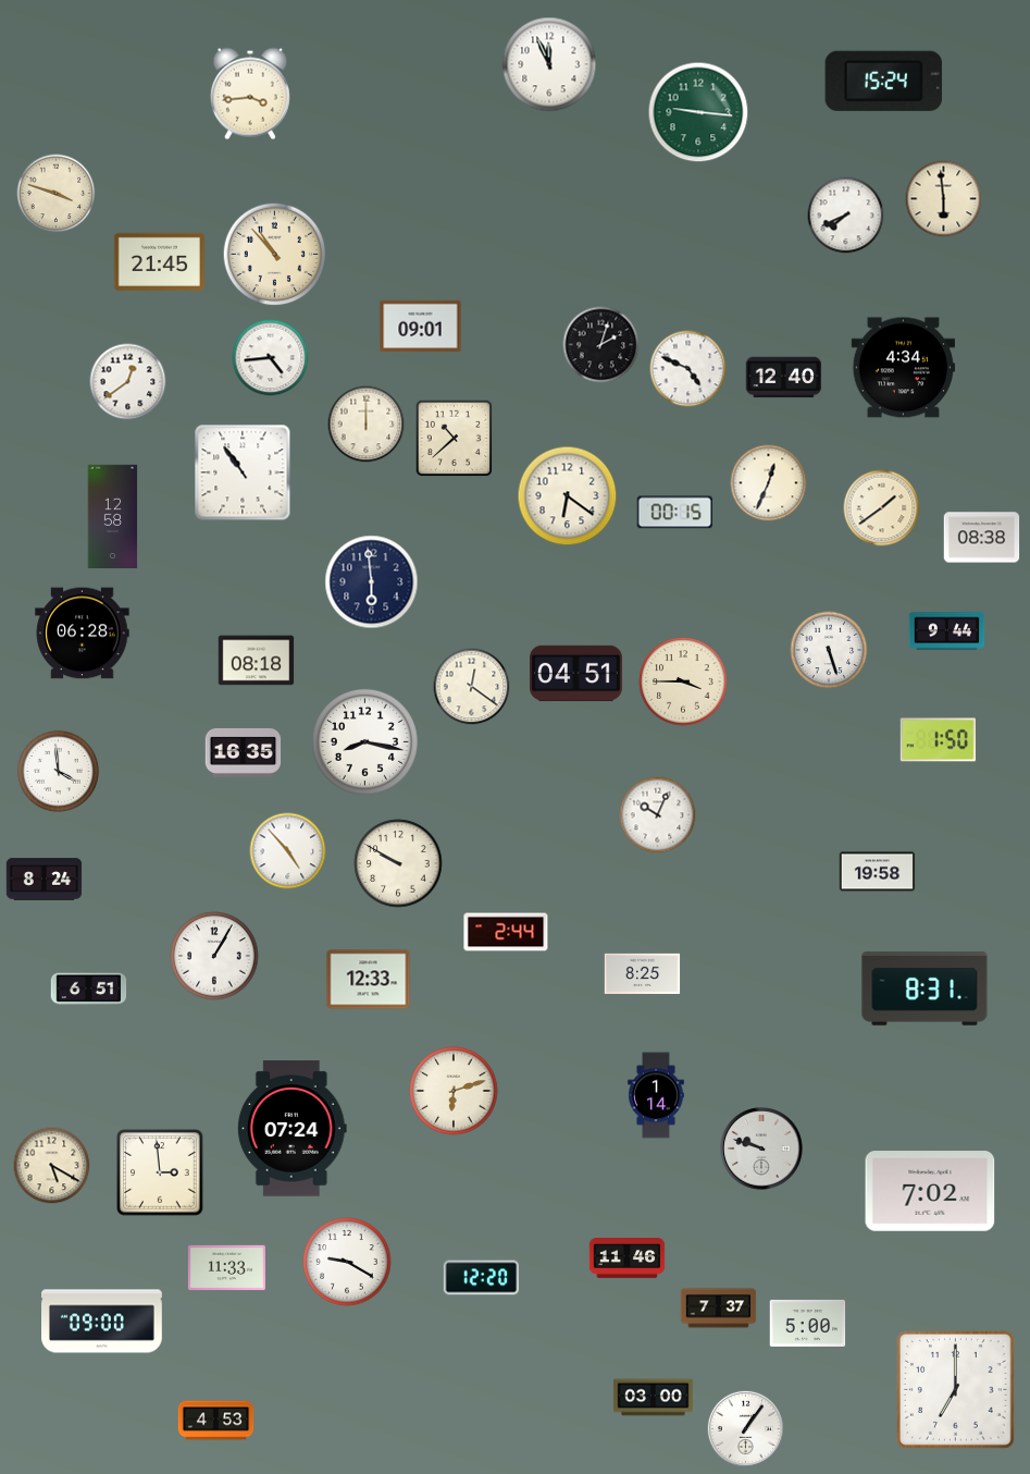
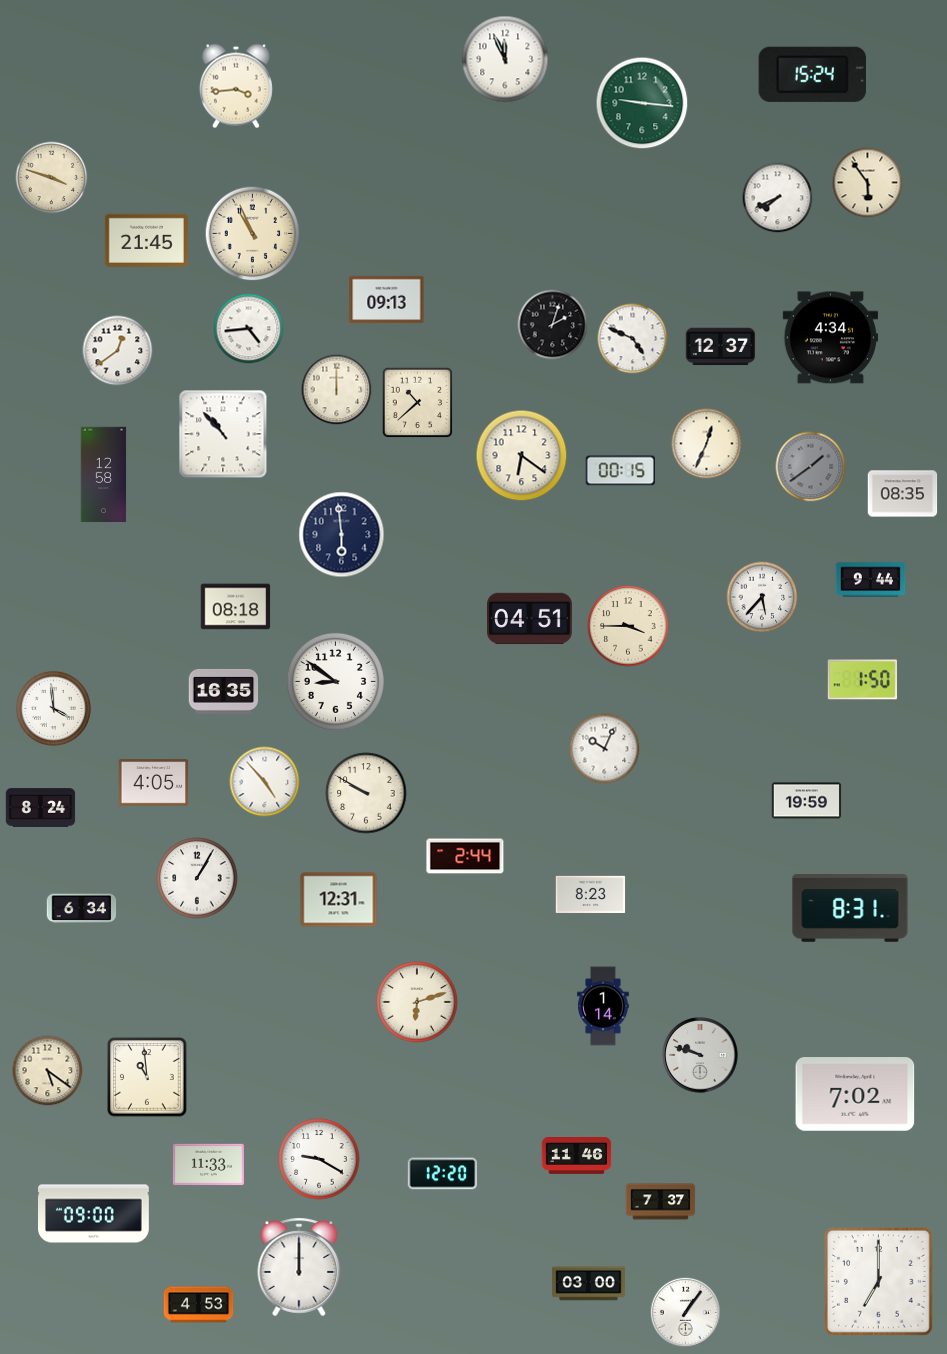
clock at (250, 94) position: (250, 94) -> (236, 86)
clock at (944, 199): 5:59 -> 5:54
clock at (275, 255): 10:53 -> 10:56
clock at (421, 327): 09:01 -> 09:13
clock at (601, 345) position: (601, 345) -> (553, 325)
clock at (784, 378): 12:40 -> 12:37
clock at (243, 472): 10:54 -> 10:53
clock at (882, 508) dial: cream -> grey
clock at (982, 538): 08:38 -> 08:35
clock at (83, 634): 06:28 -> none
clock at (829, 650): 5:27 -> 5:37
clock at (472, 687): 12:21 -> none
clock at (364, 741): 8:17 -> 8:51
clock at (154, 783): none -> 4:05
clock at (878, 872): 19:58 -> 19:59
clock at (643, 973): 8:25 -> 8:23
clock at (369, 980): 12:33 -> 12:31
clock at (89, 990): 6:51 -> 6:34
clock at (291, 1129): 07:24 -> none
clock at (52, 1166): 5:20 -> 5:21
clock at (160, 1172): 2:59 -> 10:59
clock at (808, 1323): 5:00 -> none
clock at (299, 1267): none -> 12:00
clock at (956, 1390) position: (956, 1390) -> (879, 1282)
clock at (654, 1398) position: (654, 1398) -> (589, 1284)
